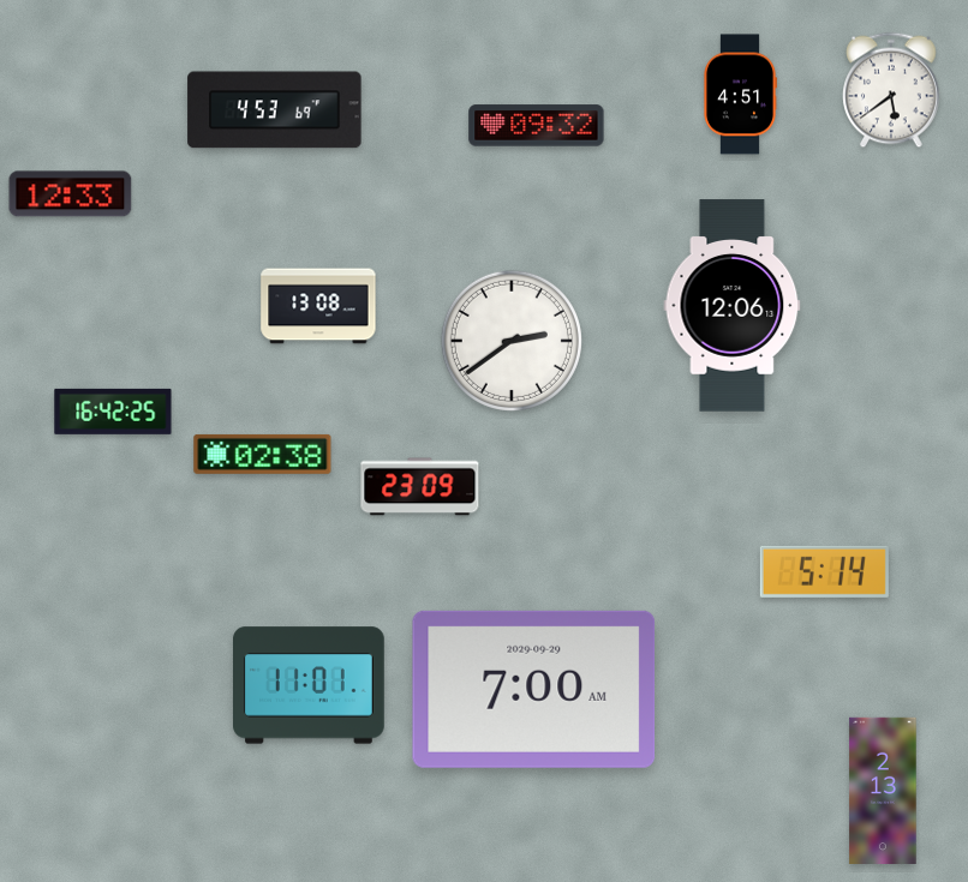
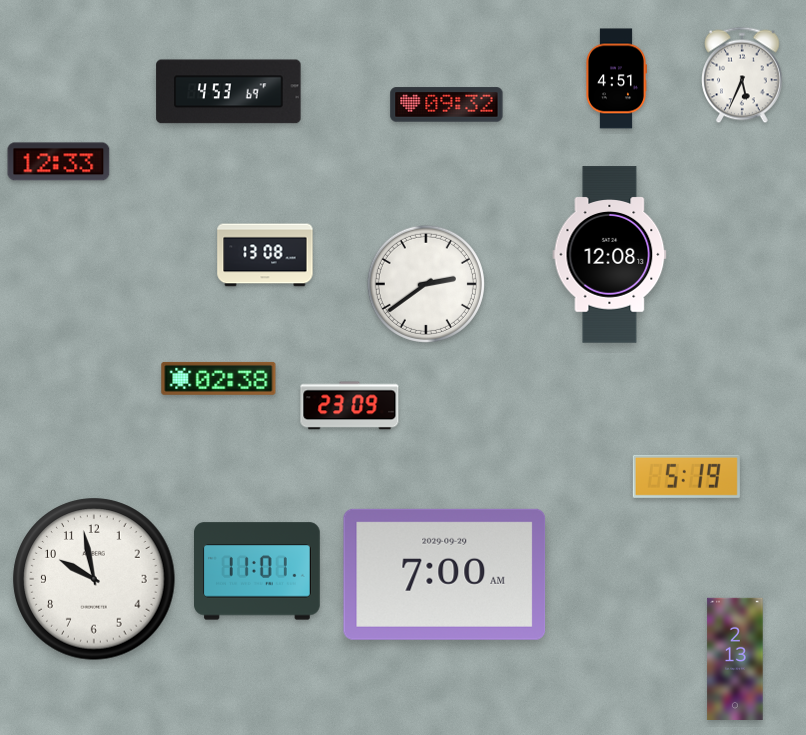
clock at (891, 90): 5:39 -> 5:34
clock at (733, 306): 12:06 -> 12:08
clock at (113, 412): 16:42 -> none
clock at (824, 571): 5:14 -> 5:19
clock at (94, 579): none -> 9:58
